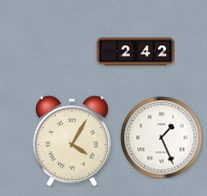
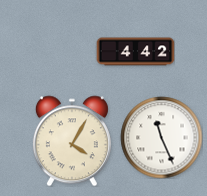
clock at (135, 52): 2:42 -> 4:42
clock at (161, 137): 1:26 -> 11:26
